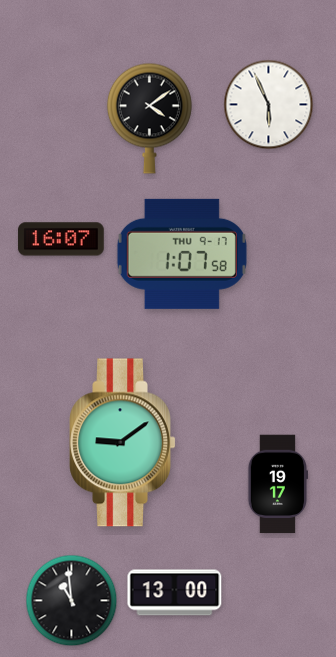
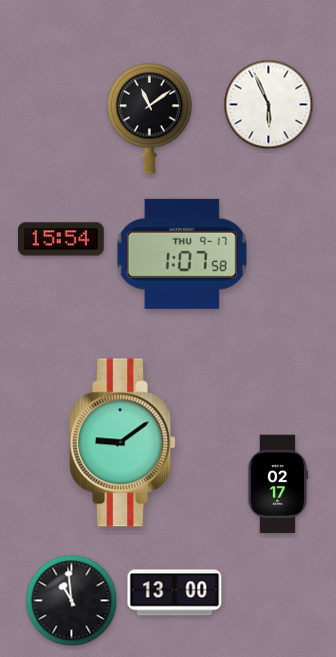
clock at (149, 118): 4:09 -> 11:09
clock at (61, 239): 16:07 -> 15:54
clock at (277, 484): 19:17 -> 02:17
